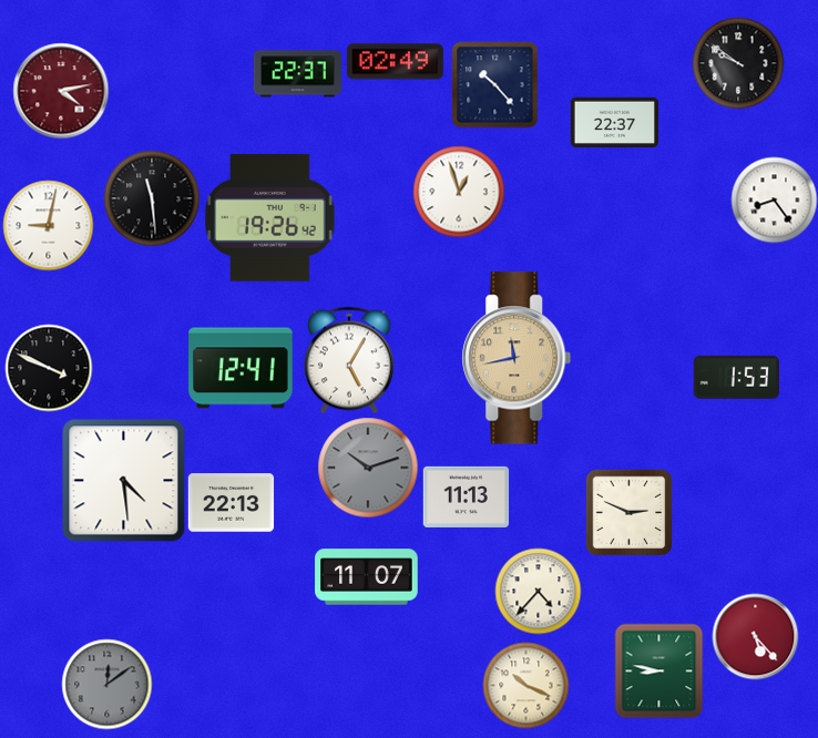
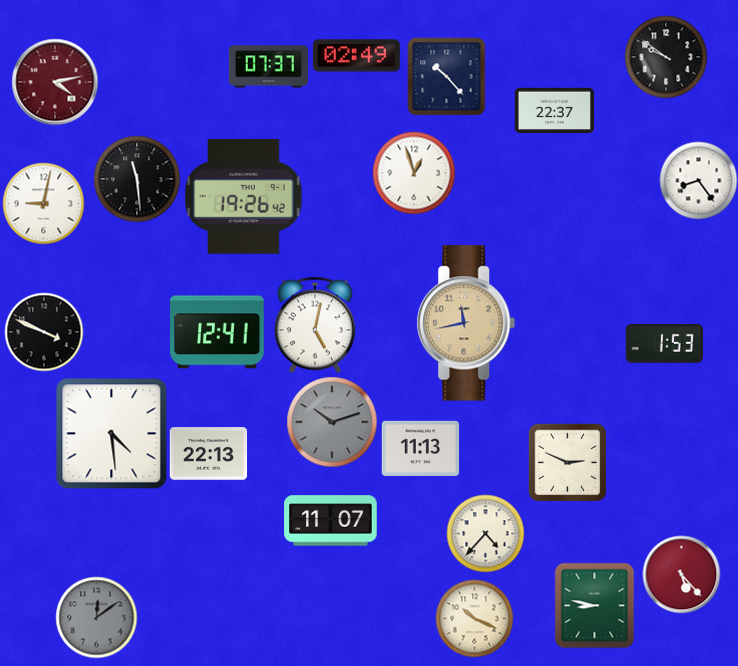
clock at (297, 74): 22:37 -> 07:37
clock at (349, 360): 5:05 -> 5:02
clock at (736, 377) position: (736, 377) -> (664, 343)
